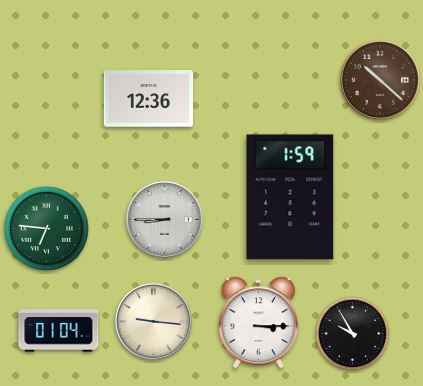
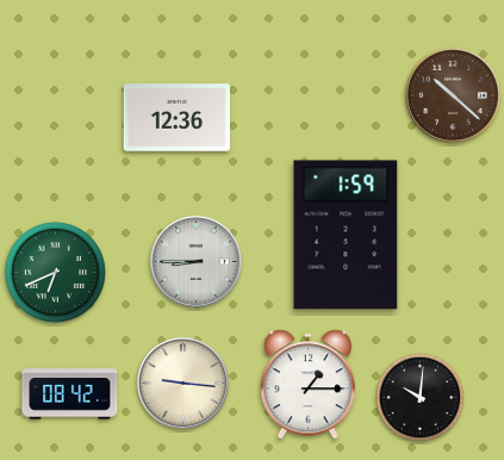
clock at (46, 228): 6:46 -> 6:41
clock at (258, 323): 3:15 -> 1:15
clock at (59, 331): 01:04 -> 08:42
clock at (353, 334): 9:55 -> 10:01
